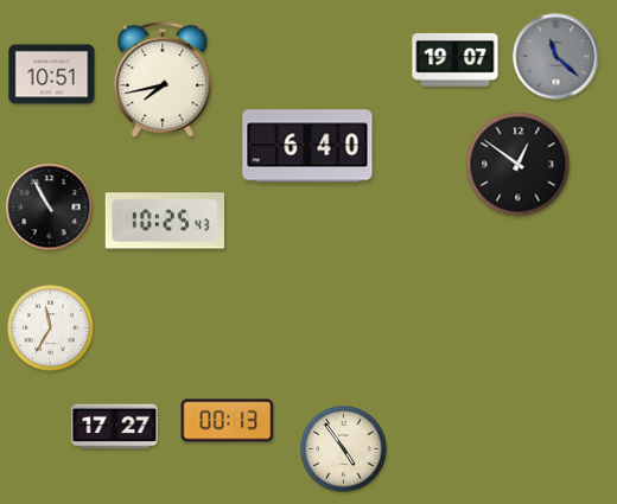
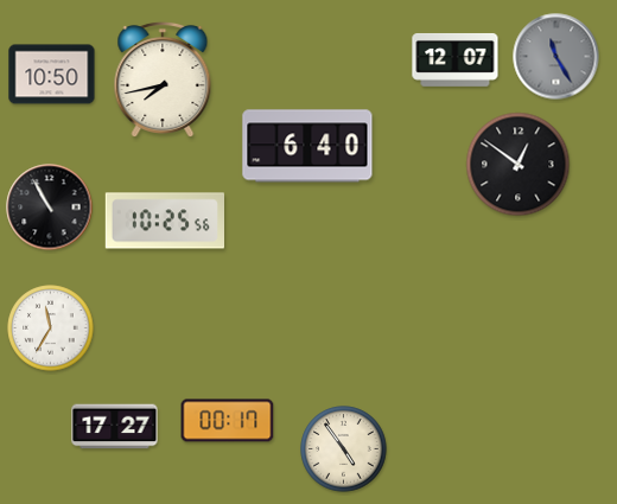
clock at (556, 57): 11:22 -> 11:25
clock at (456, 60): 19:07 -> 12:07
clock at (52, 75): 10:51 -> 10:50
clock at (164, 221): 10:25:43 -> 10:25:56
clock at (228, 421): 00:13 -> 00:17
